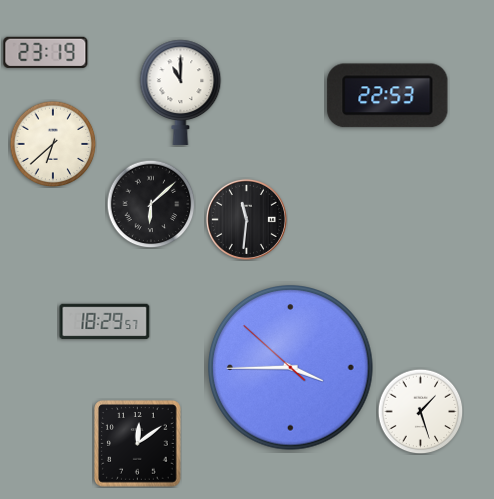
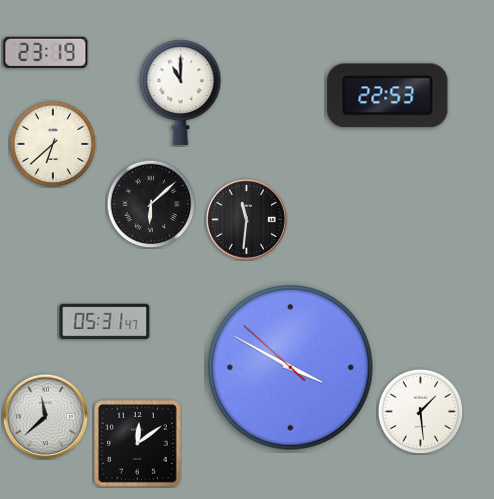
clock at (105, 322): 18:29 -> 05:31
clock at (291, 368): 3:44 -> 3:49
clock at (420, 411): 1:27 -> 1:29
clock at (45, 416): none -> 11:38
